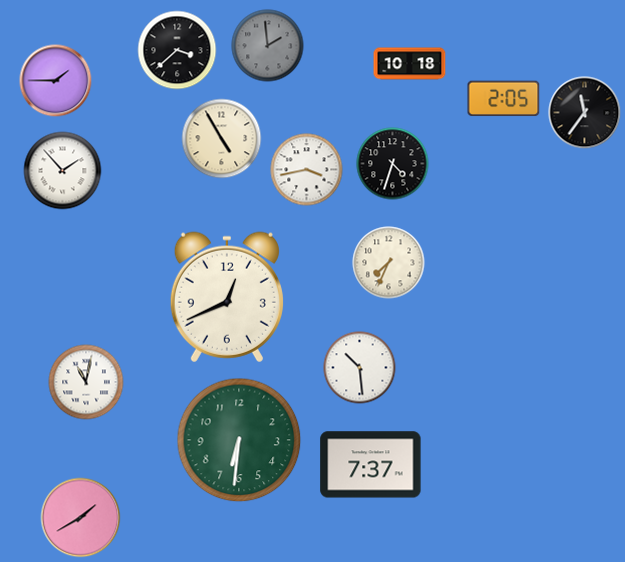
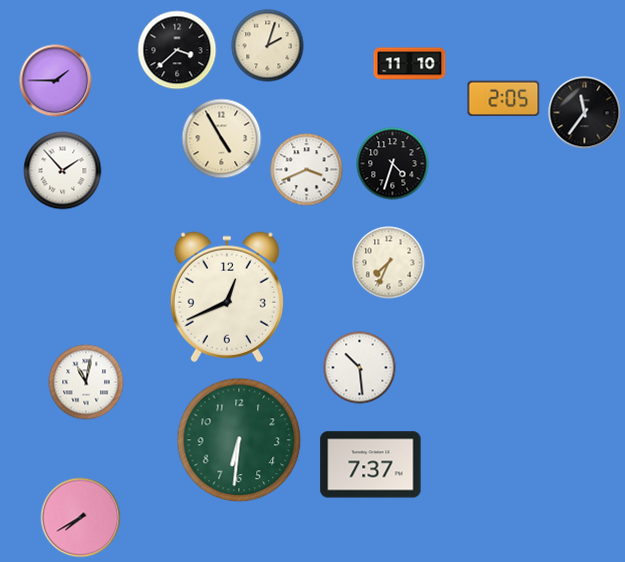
clock at (268, 46): 1:59 -> 2:03
clock at (268, 46) dial: grey -> cream
clock at (410, 64): 10:18 -> 11:10
clock at (307, 170): 3:43 -> 3:41
clock at (81, 518): 1:40 -> 7:40
